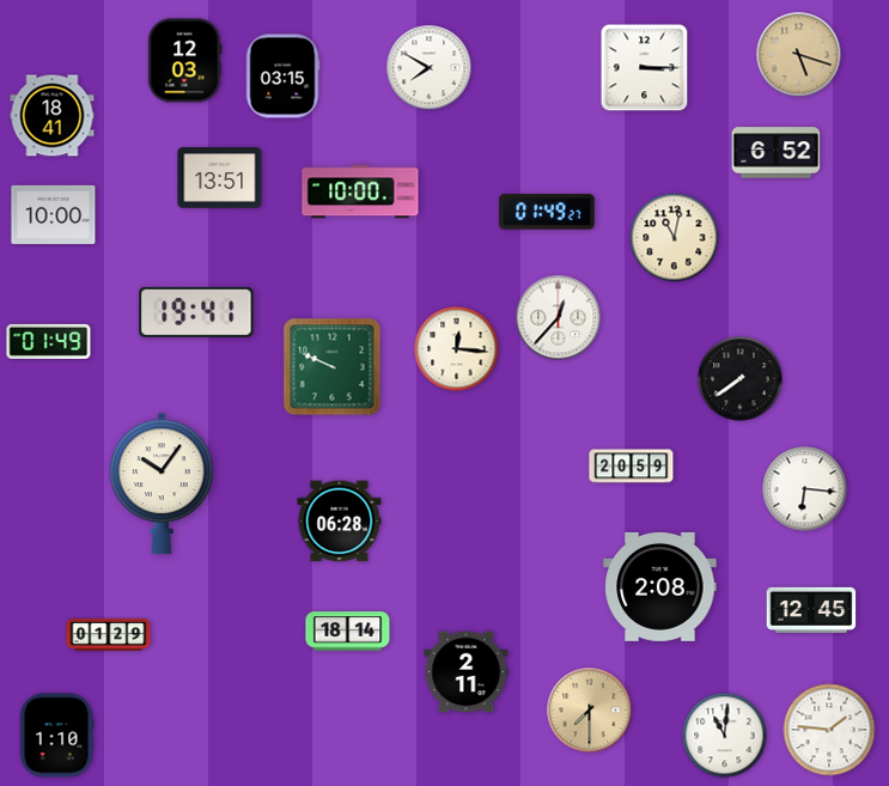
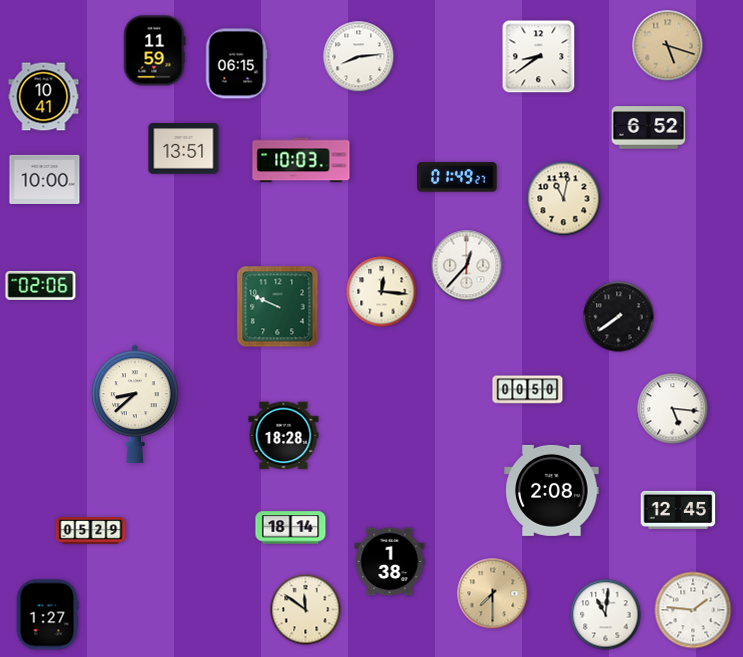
clock at (185, 61): 12:03 -> 11:59
clock at (430, 68): 7:50 -> 8:14
clock at (645, 68): 3:15 -> 8:39
clock at (282, 77): 03:15 -> 06:15
clock at (53, 116): 18:41 -> 10:41
clock at (360, 191): 10:00 -> 10:03
clock at (196, 312): 19:41 -> none
clock at (49, 341): 01:49 -> 02:06
clock at (632, 467): 20:59 -> 00:50
clock at (162, 483): 10:06 -> 8:38
clock at (805, 489): 6:16 -> 5:16
clock at (340, 522): 06:28 -> 18:28
clock at (109, 635): 01:29 -> 05:29
clock at (467, 672): 2:11 -> 1:38
clock at (306, 610): none -> 11:51
clock at (56, 736): 1:10 -> 1:27
